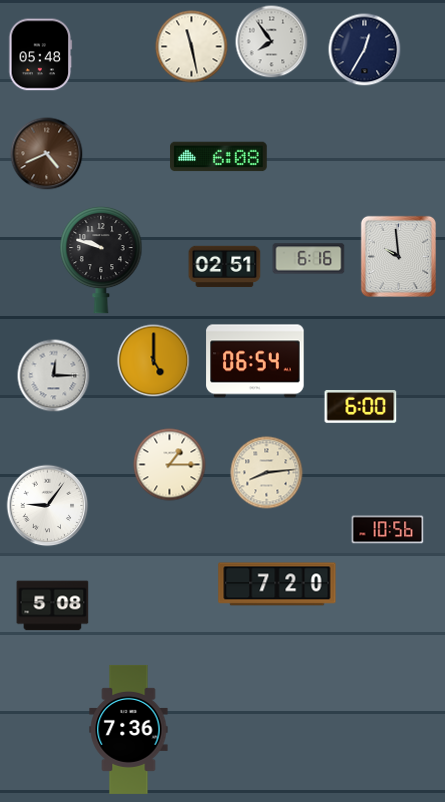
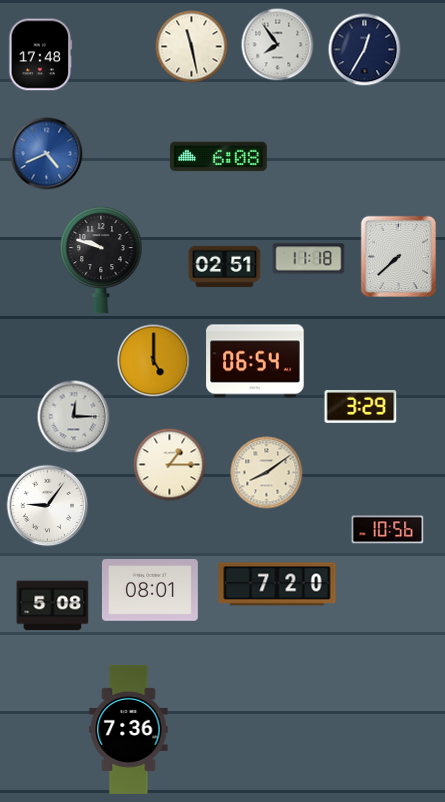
clock at (272, 42) position: (272, 42) -> (278, 45)
clock at (41, 55): 05:48 -> 17:48
clock at (47, 154) dial: brown -> blue
clock at (398, 256): 9:59 -> 7:38
clock at (309, 259): 6:16 -> 11:18
clock at (54, 376) position: (54, 376) -> (74, 417)
clock at (361, 407): 6:00 -> 3:29
clock at (267, 473): 8:14 -> 8:09
clock at (150, 591): none -> 08:01
